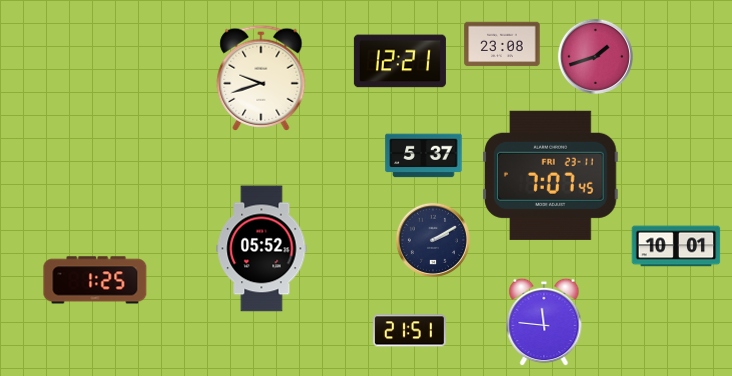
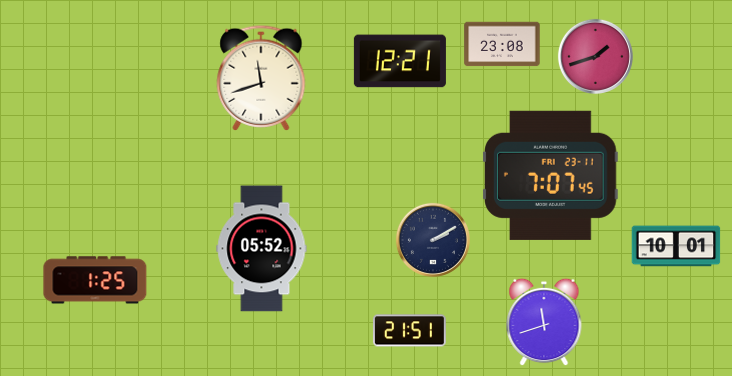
clock at (261, 78): 9:42 -> 11:42
clock at (424, 156): 5:37 -> none
clock at (544, 322): 11:46 -> 11:42
